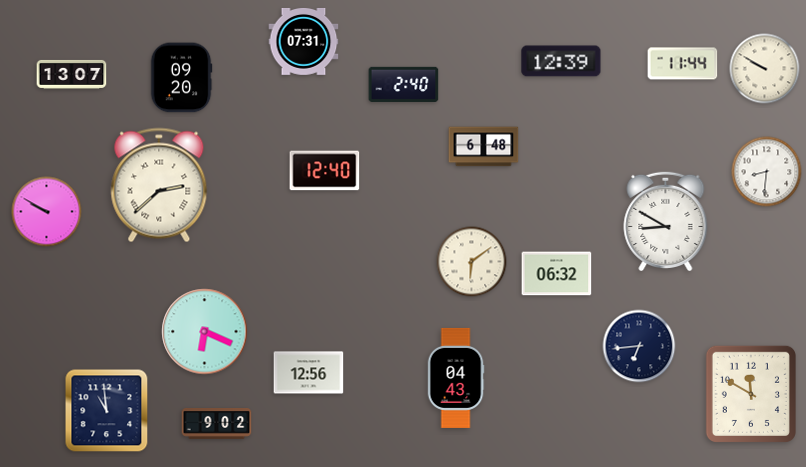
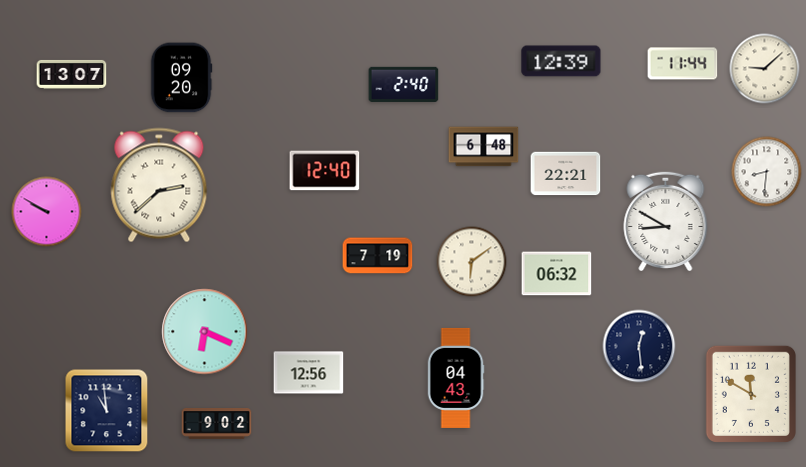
clock at (304, 41): 07:31 -> none
clock at (765, 69): 9:50 -> 9:08
clock at (566, 174): none -> 22:21
clock at (378, 256): none -> 7:19
clock at (639, 346): 6:44 -> 12:29
